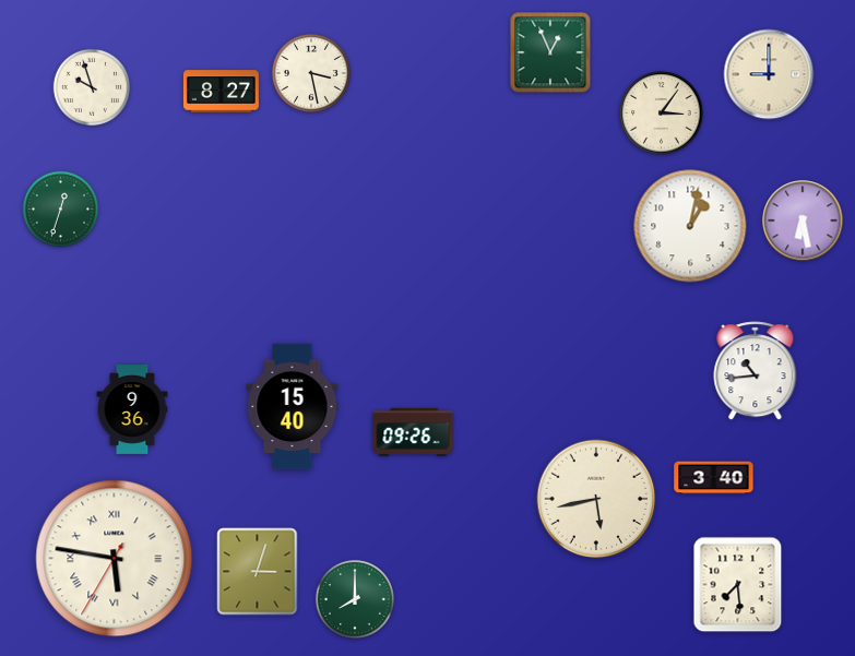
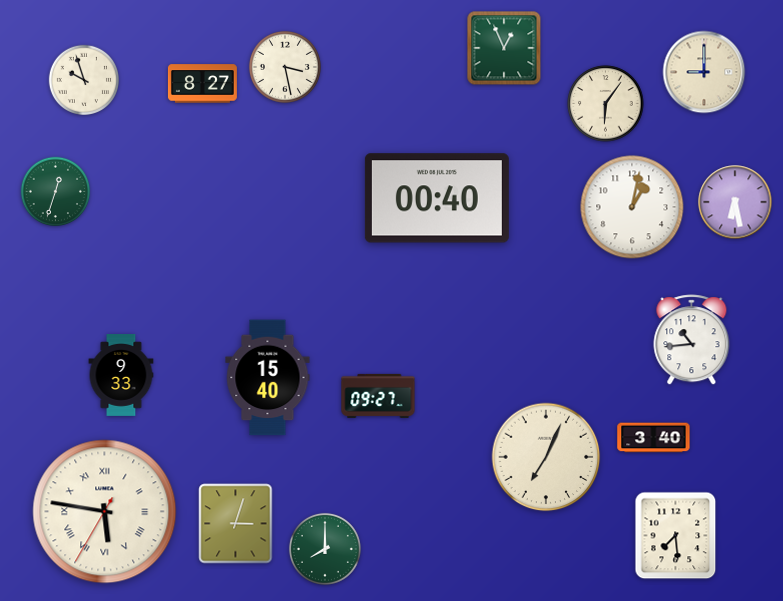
clock at (769, 74) position: (769, 74) -> (704, 72)
clock at (662, 114): 3:06 -> 6:06
clock at (437, 198): none -> 00:40
clock at (293, 407) position: (293, 407) -> (268, 378)
clock at (132, 410): 9:36 -> 9:33
clock at (413, 432): 09:26 -> 09:27
clock at (596, 499): 5:43 -> 7:04
